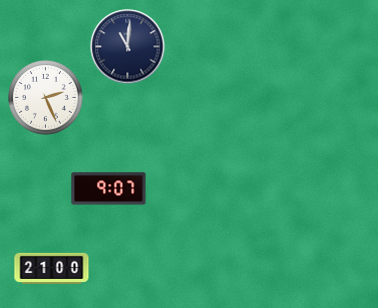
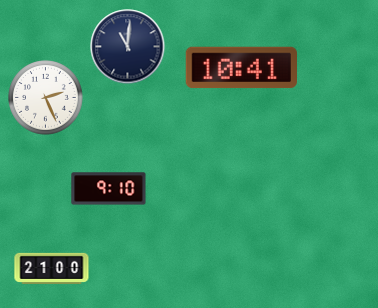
clock at (241, 68): none -> 10:41
clock at (109, 189): 9:07 -> 9:10
